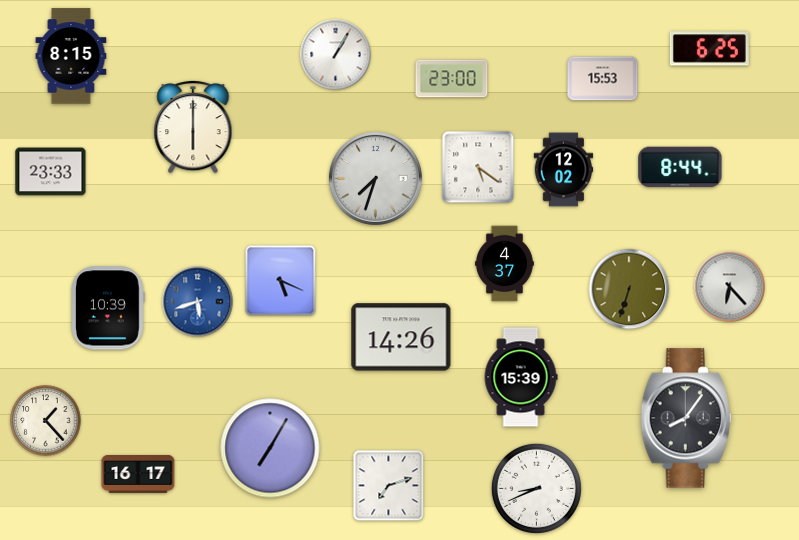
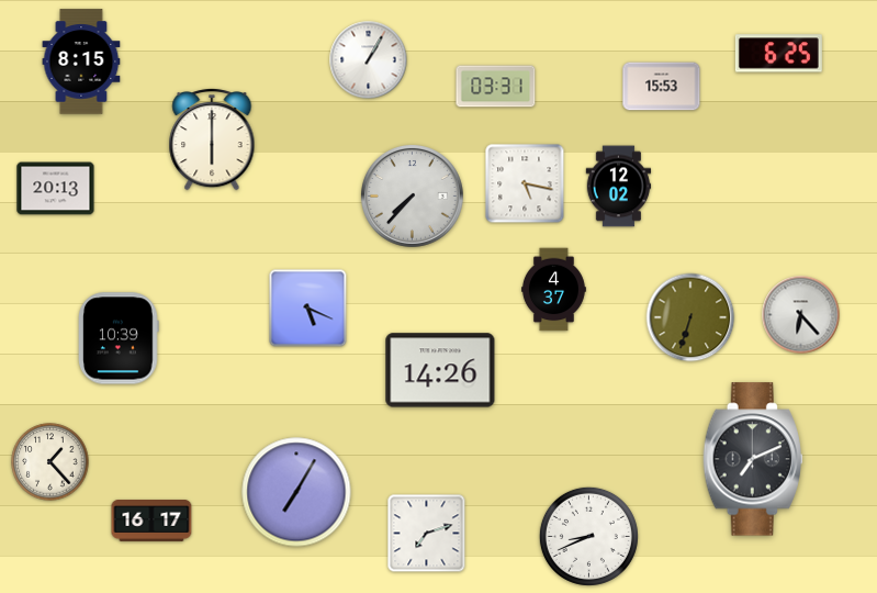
clock at (71, 56) position: (71, 56) -> (81, 61)
clock at (452, 79): 23:00 -> 03:31
clock at (478, 167): 5:21 -> 5:17
clock at (680, 167): 8:44 -> none
clock at (51, 172): 23:33 -> 20:13
clock at (375, 178): 7:33 -> 7:37
clock at (198, 302): 5:42 -> none
clock at (521, 377): 15:39 -> none
clock at (686, 418): 8:06 -> 7:11
